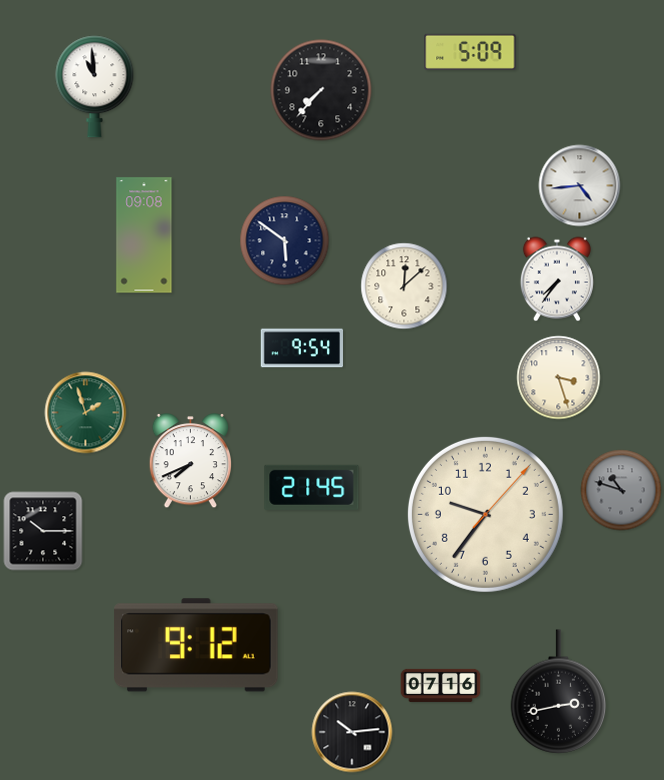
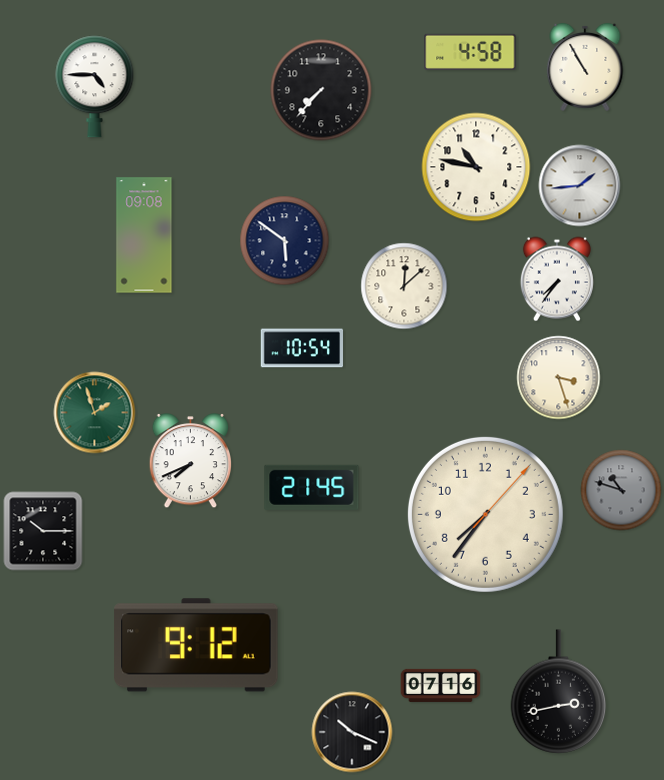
clock at (470, 52): 5:09 -> 4:58
clock at (585, 67): none -> 10:55
clock at (95, 87): 10:59 -> 4:45
clock at (476, 167): none -> 10:47
clock at (580, 186): 4:44 -> 1:44
clock at (302, 348): 9:54 -> 10:54
clock at (86, 413) position: (86, 413) -> (95, 413)
clock at (485, 514): 9:36 -> 7:36
clock at (352, 732): 10:14 -> 10:19
